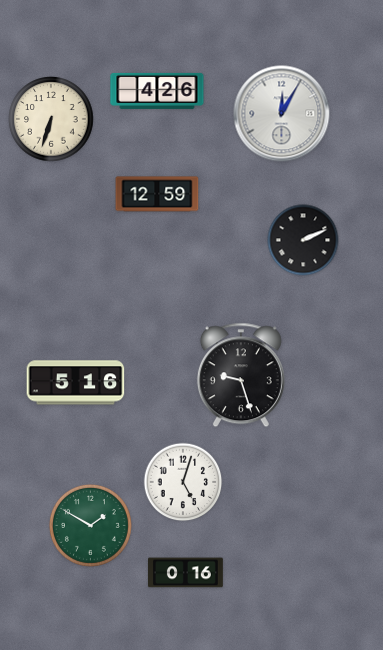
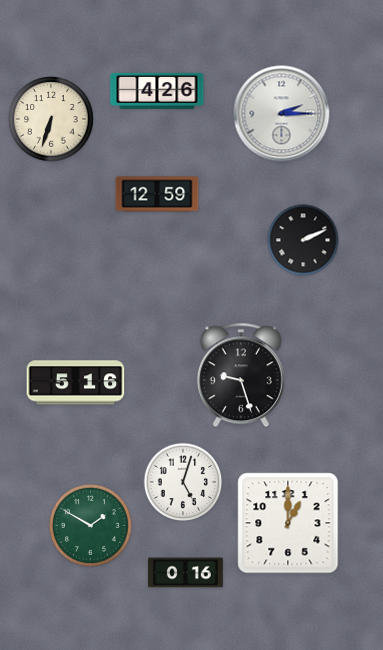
clock at (282, 114): 12:05 -> 2:15
clock at (288, 523): none -> 1:00
